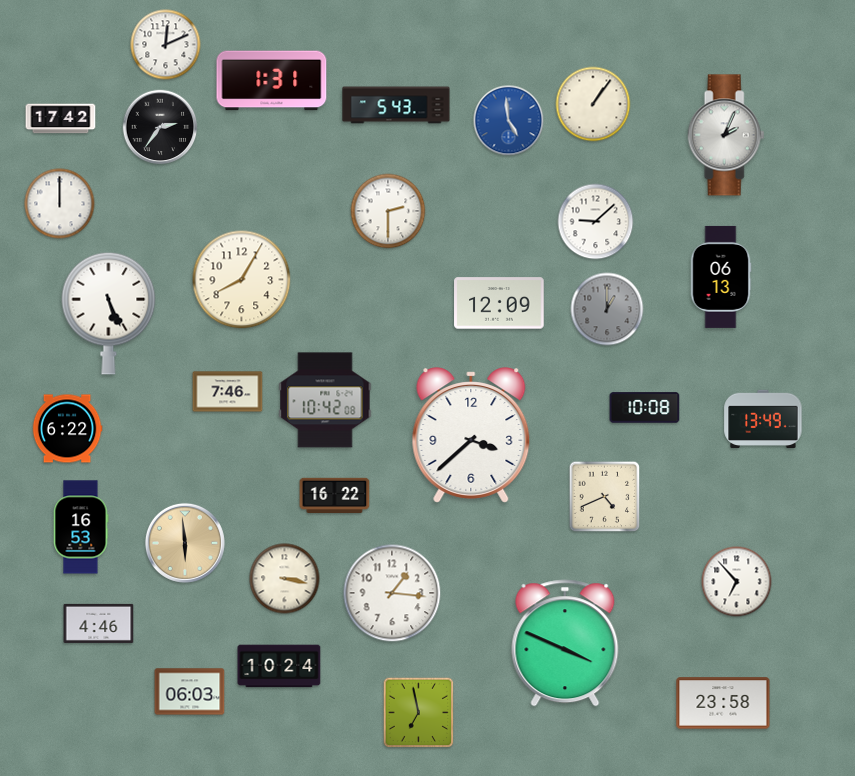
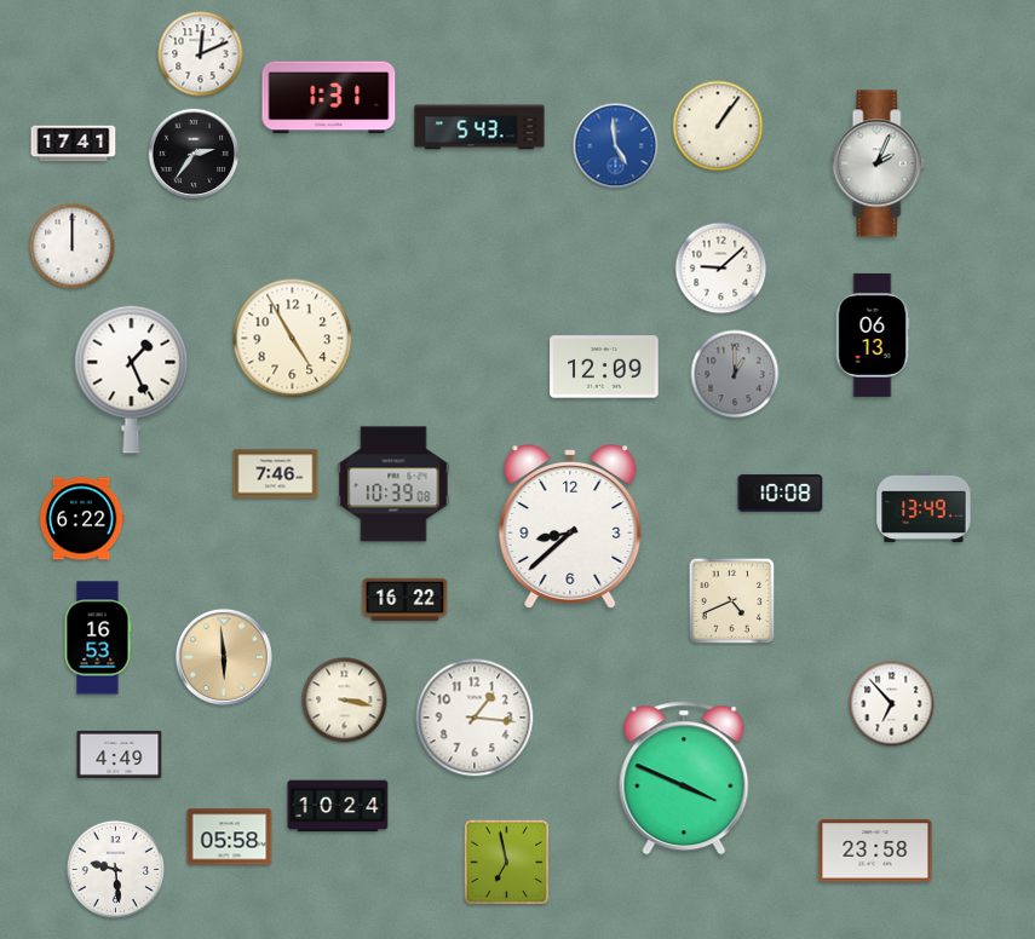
clock at (61, 119): 17:42 -> 17:41
clock at (388, 211): 2:30 -> none
clock at (242, 280): 8:05 -> 4:55
clock at (109, 313): 5:26 -> 1:26
clock at (325, 400): 10:42 -> 10:39
clock at (471, 435): 3:38 -> 8:38
clock at (99, 623): 4:46 -> 4:49
clock at (190, 692): 06:03 -> 05:58
clock at (115, 869): none -> 9:29
